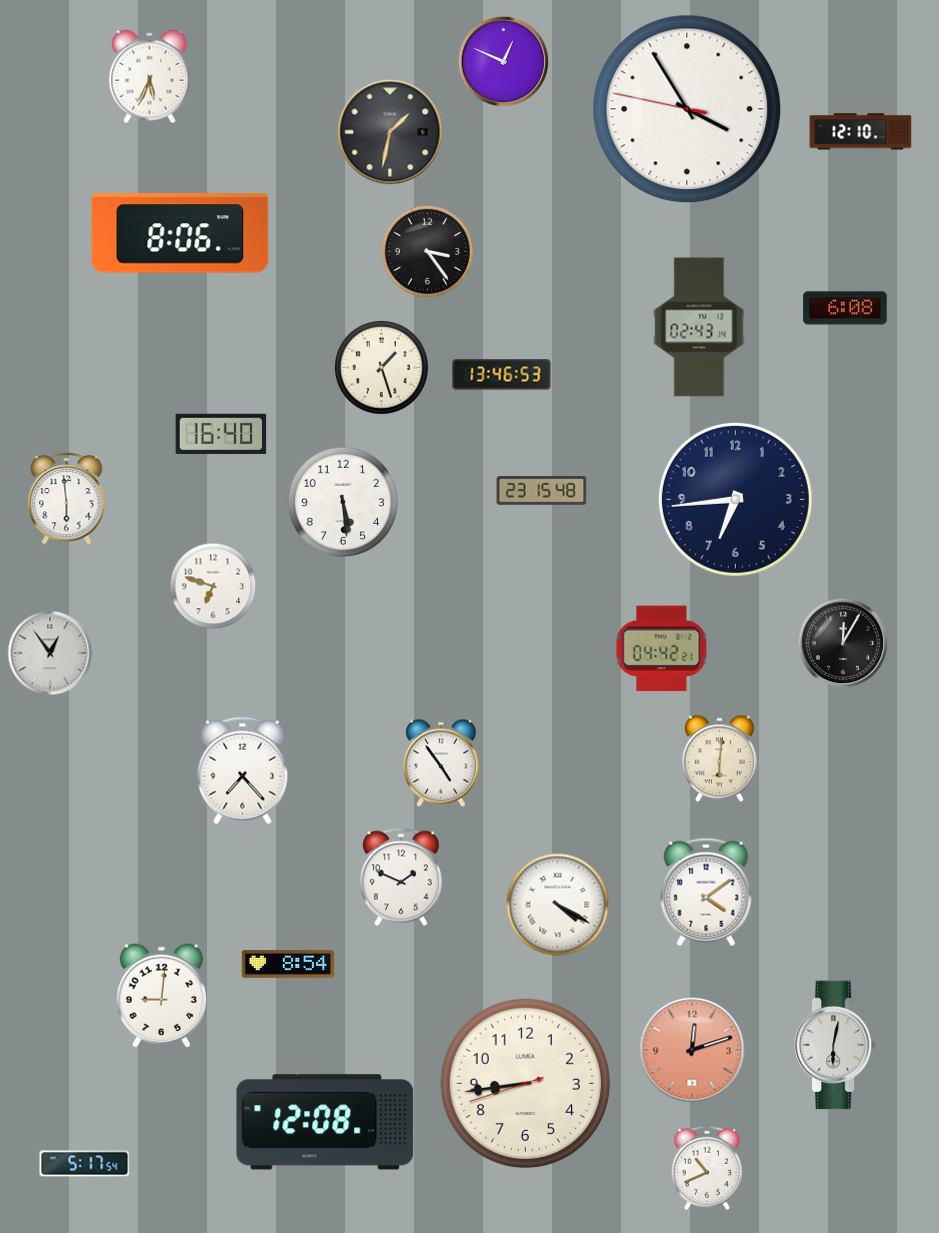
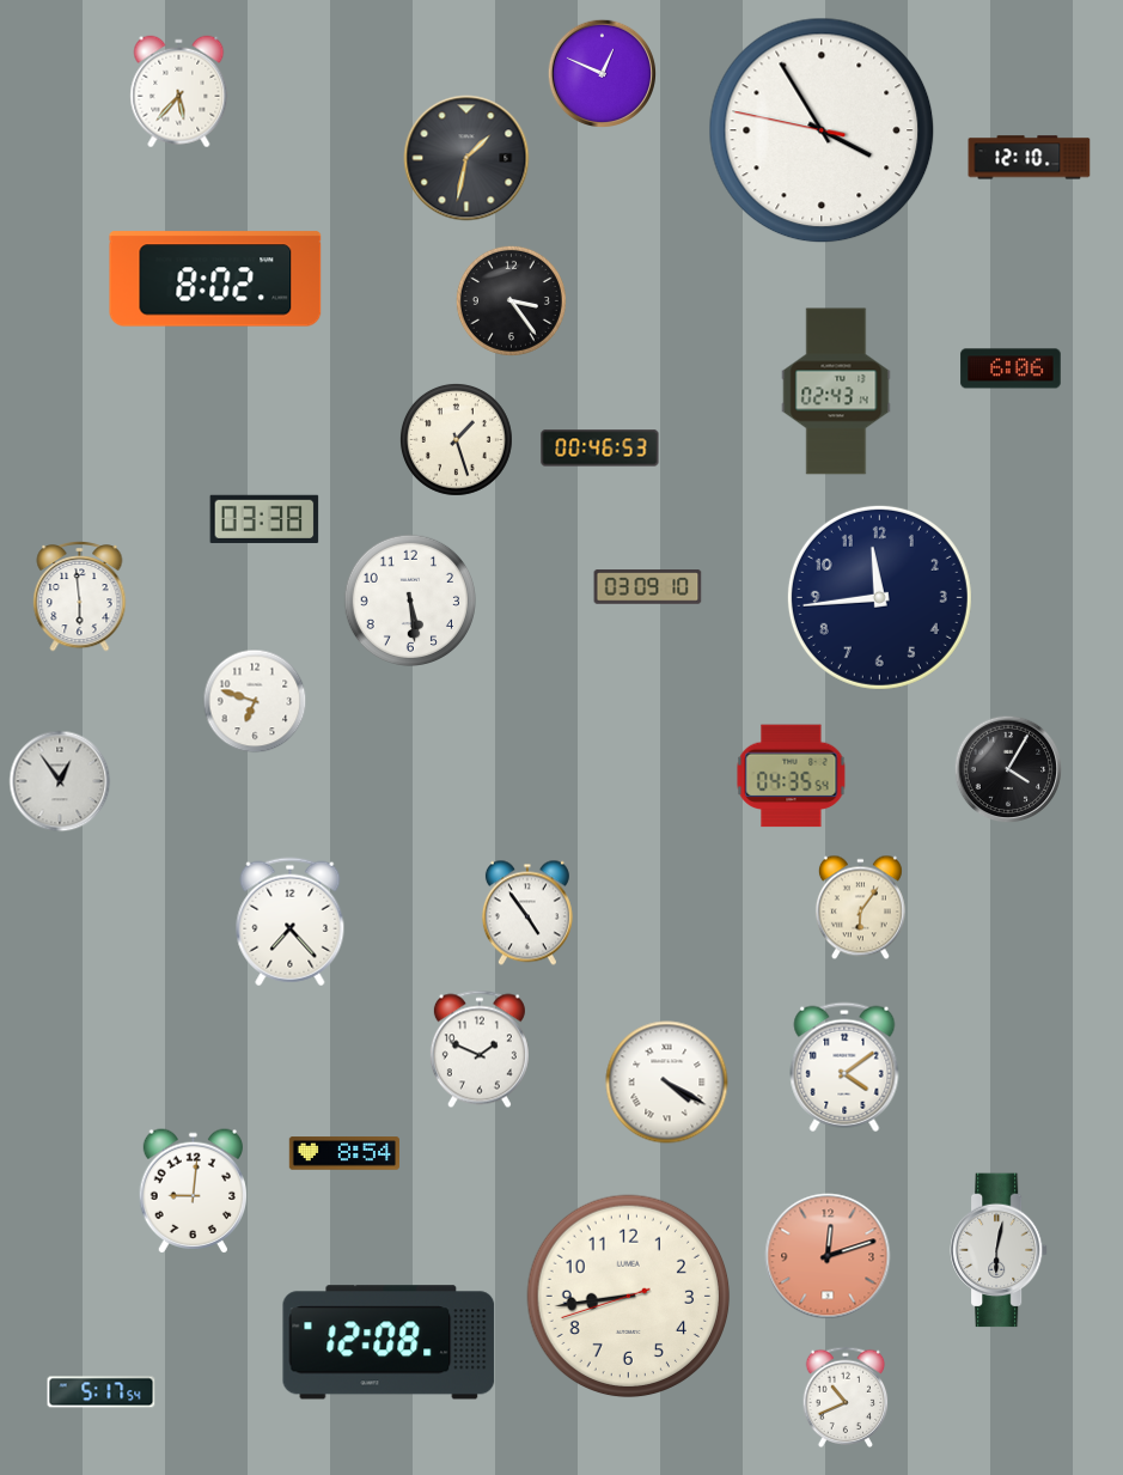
clock at (150, 77): 5:34 -> 5:37
clock at (180, 233): 8:06 -> 8:02
clock at (845, 308): 6:08 -> 6:06
clock at (502, 375): 13:46 -> 00:46
clock at (221, 433): 16:40 -> 03:38
clock at (542, 491): 23:15 -> 03:09
clock at (735, 499): 6:44 -> 11:44
clock at (843, 643): 12:05 -> 4:05
clock at (662, 649): 04:42 -> 04:35
clock at (719, 759): 6:01 -> 6:06
